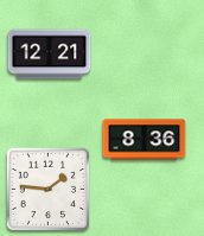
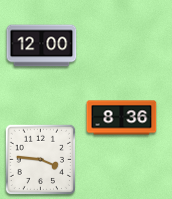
clock at (50, 55): 12:21 -> 12:00
clock at (47, 189): 1:46 -> 3:46
